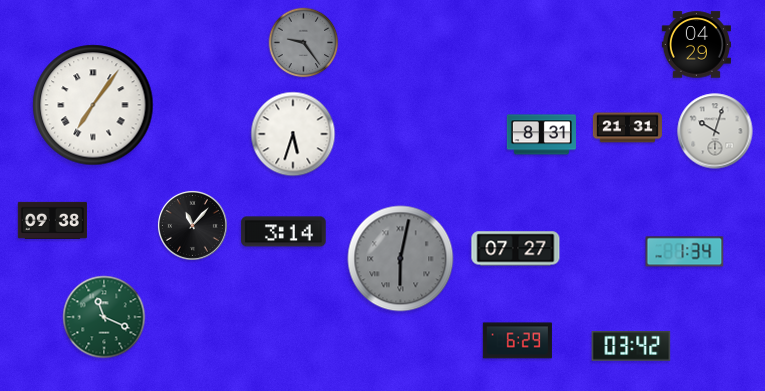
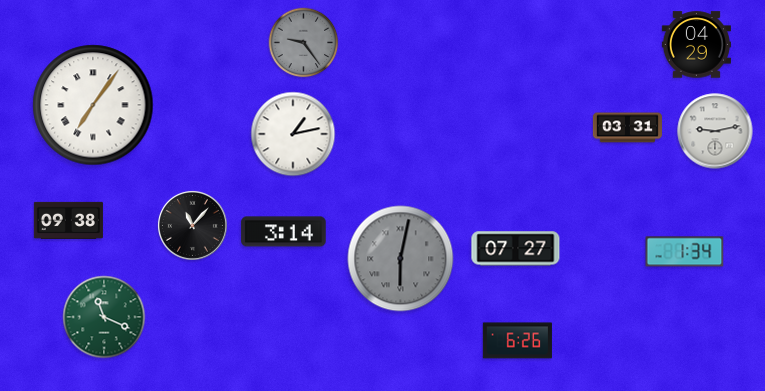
clock at (627, 128): 21:31 -> 03:31
clock at (715, 131): 10:03 -> 9:13
clock at (293, 134): 5:33 -> 1:13
clock at (541, 135): 8:31 -> none
clock at (52, 220) position: (52, 220) -> (68, 220)
clock at (517, 341): 6:29 -> 6:26
clock at (631, 346): 03:42 -> none
